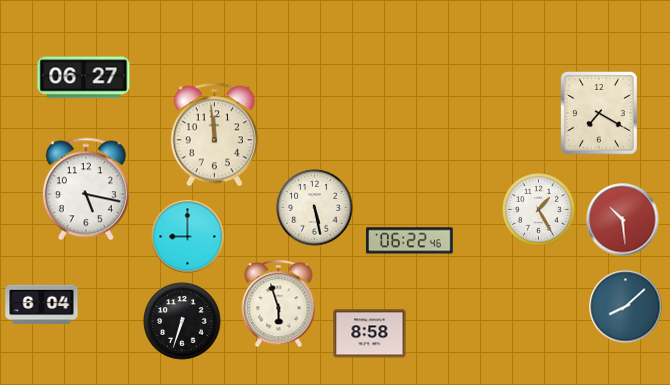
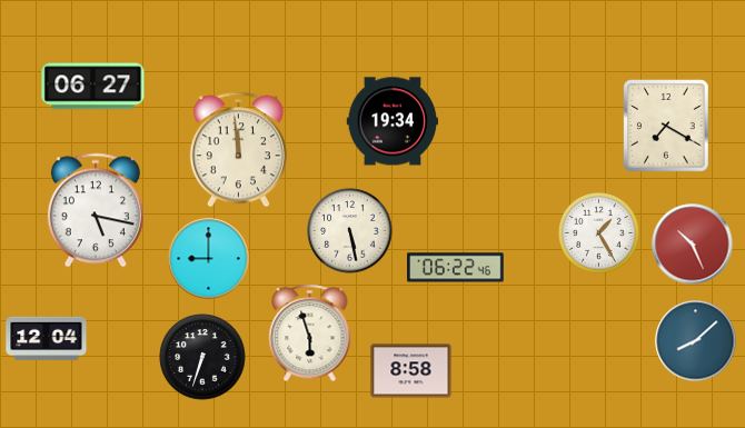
clock at (393, 121): none -> 19:34
clock at (623, 220): 10:29 -> 10:26
clock at (188, 237) position: (188, 237) -> (209, 259)
clock at (279, 304) position: (279, 304) -> (310, 334)
clock at (42, 305): 6:04 -> 12:04
